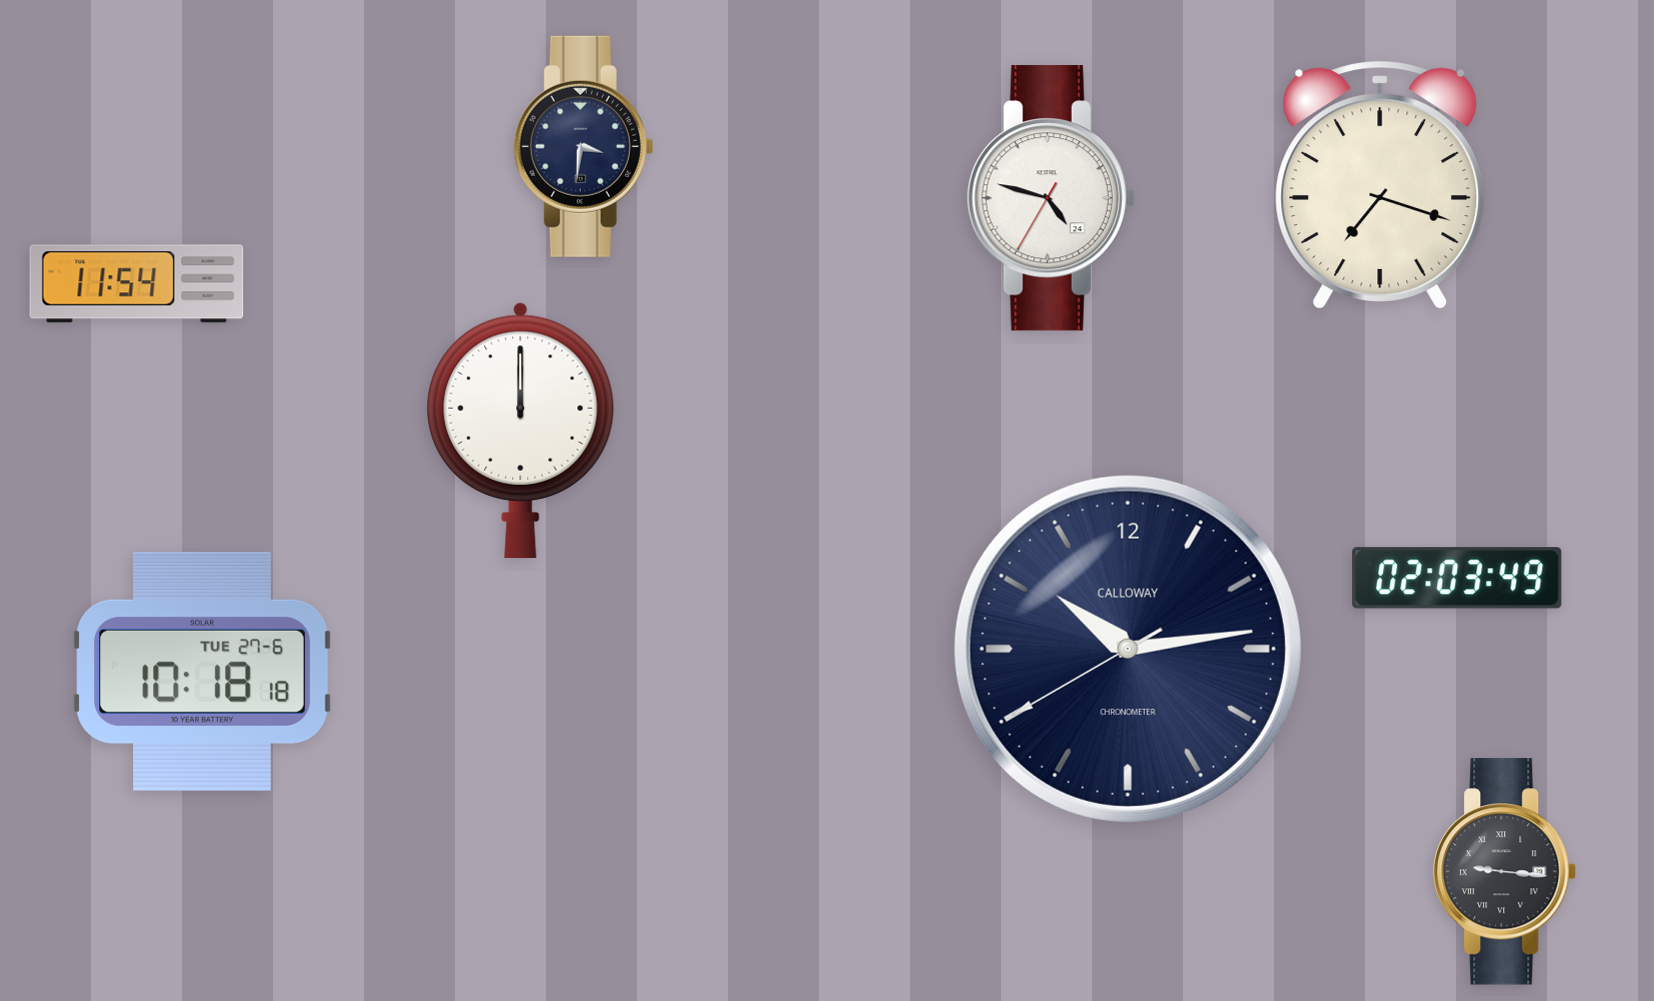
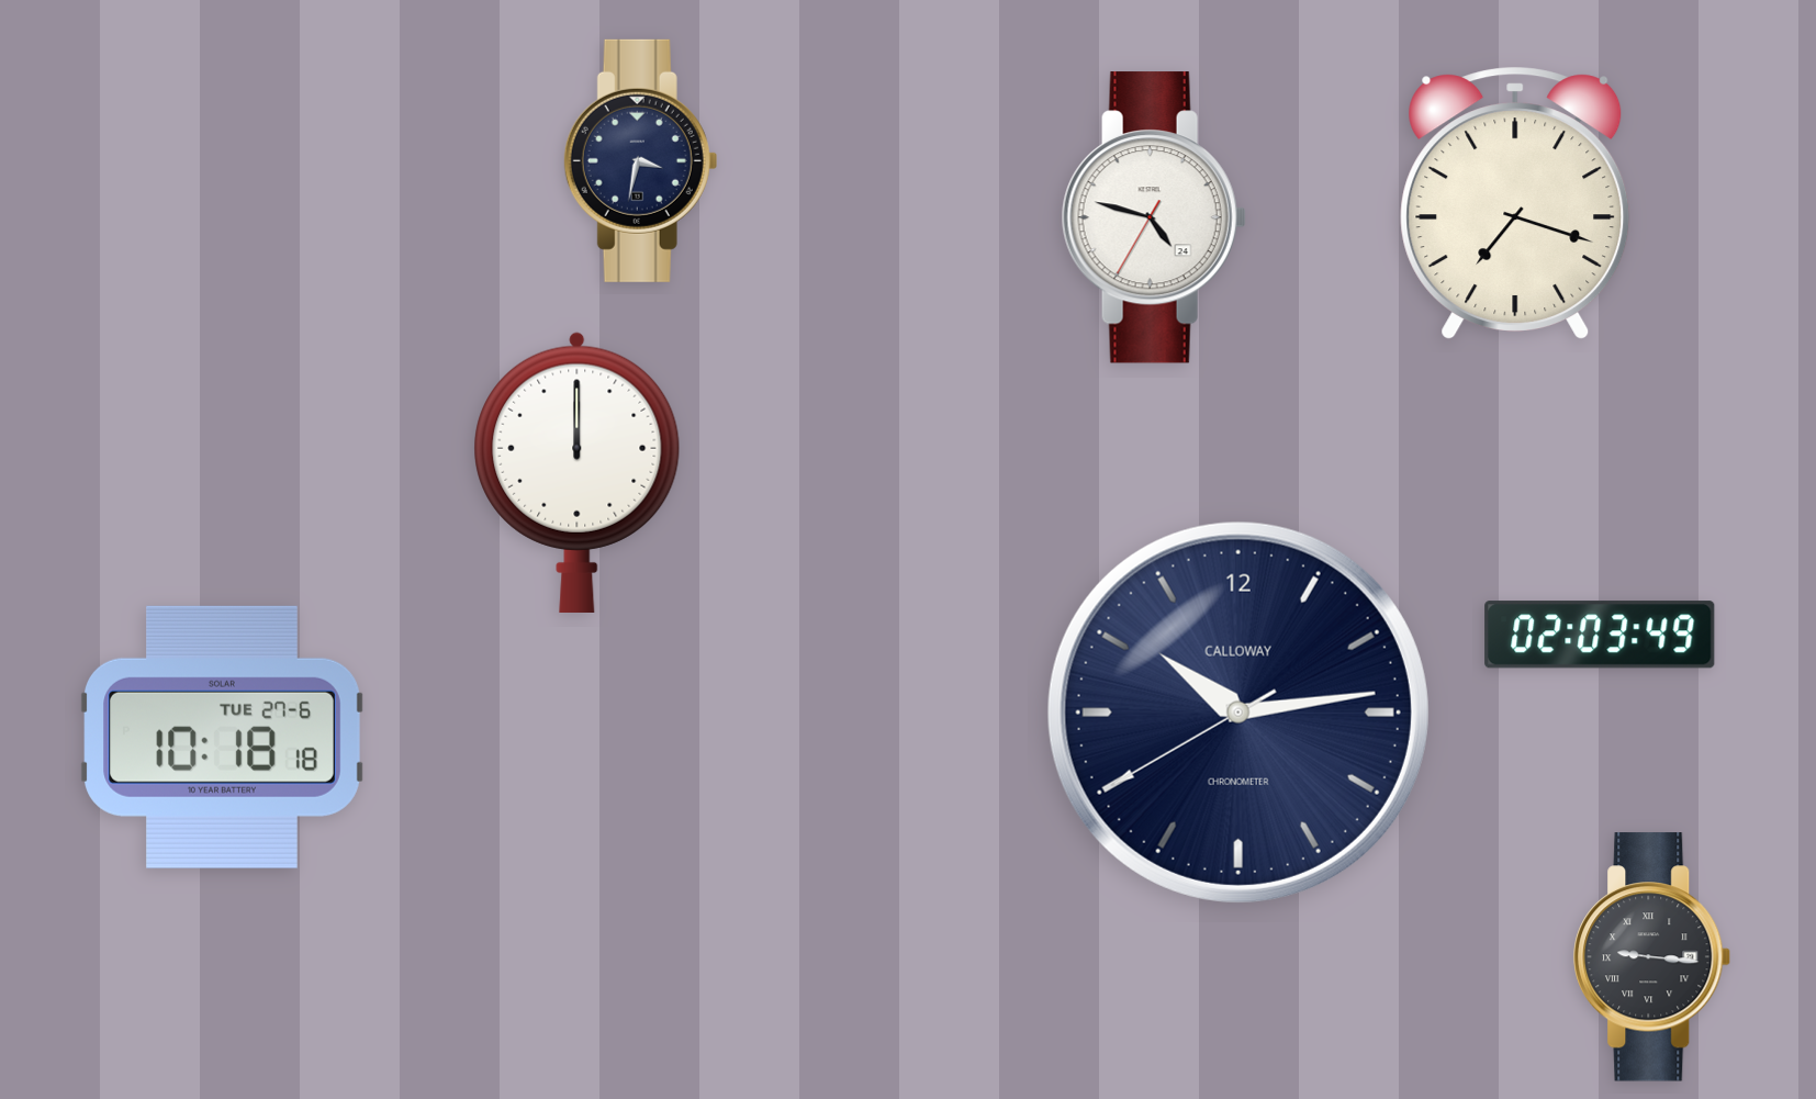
clock at (584, 146): 3:31 -> 3:32
clock at (137, 284): 11:54 -> none
clock at (521, 430) position: (521, 430) -> (578, 472)
